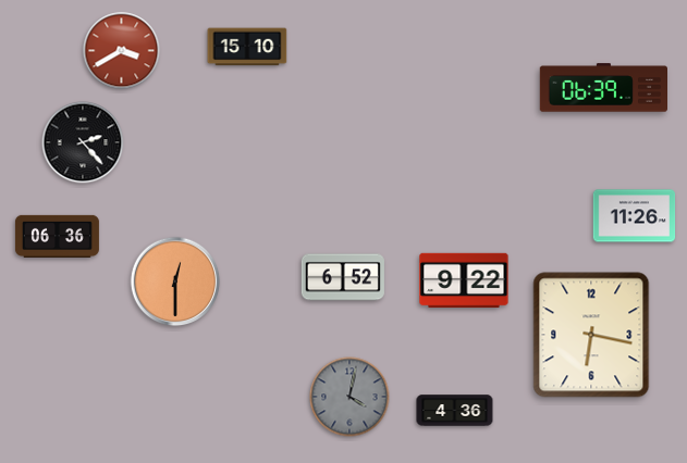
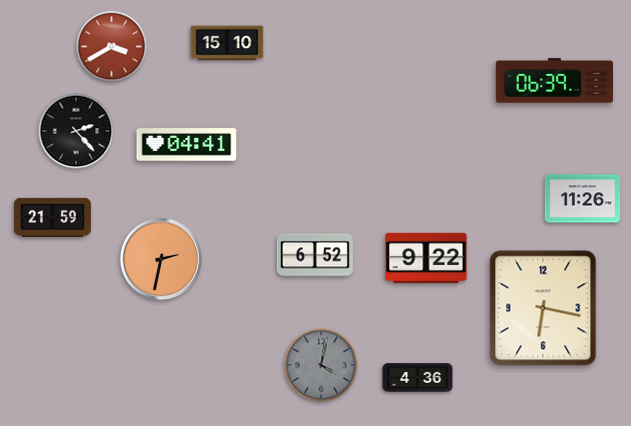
clock at (187, 145): none -> 04:41
clock at (57, 236): 06:36 -> 21:59
clock at (175, 281): 12:30 -> 2:32
